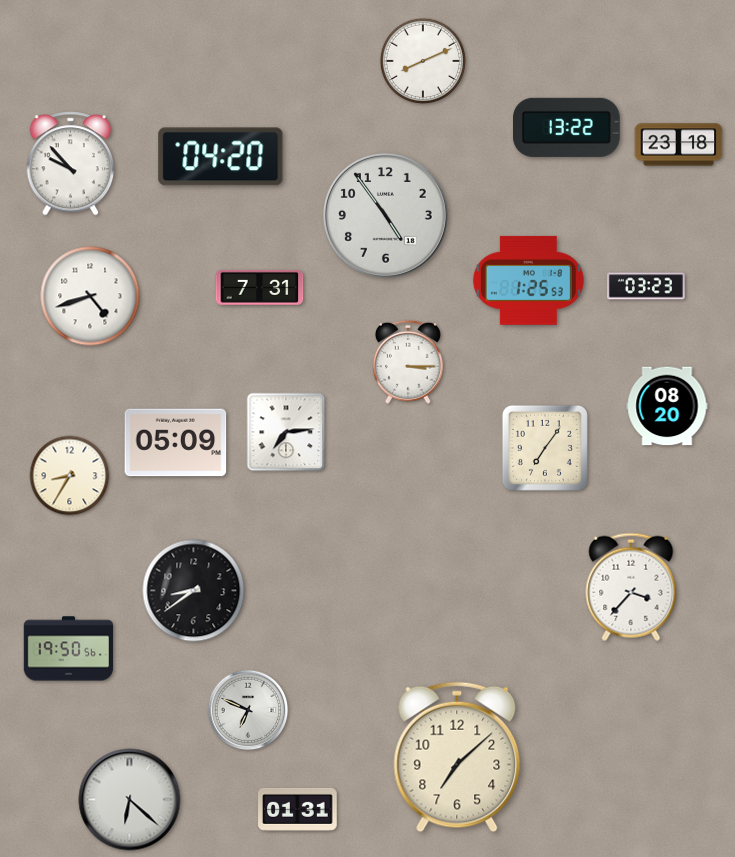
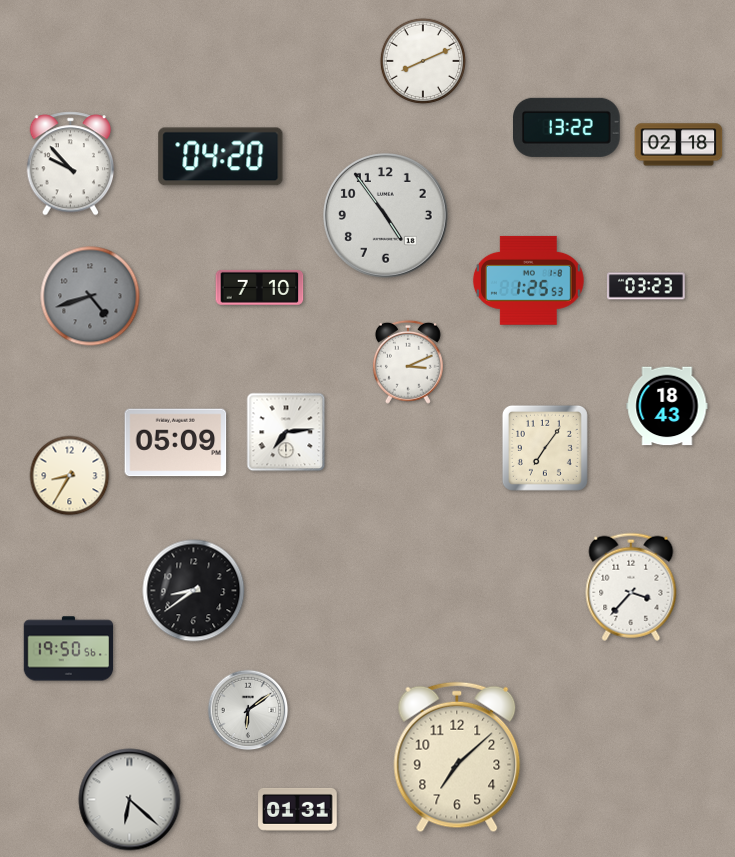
clock at (679, 145): 23:18 -> 02:18
clock at (260, 287): 7:31 -> 7:10
clock at (90, 296) dial: white -> grey
clock at (408, 362): 3:15 -> 3:11
clock at (667, 406): 08:20 -> 18:43
clock at (248, 710): 6:49 -> 6:09
